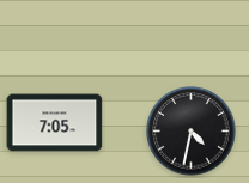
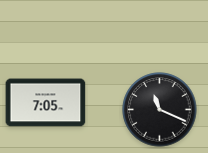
clock at (192, 132): 4:32 -> 11:19
